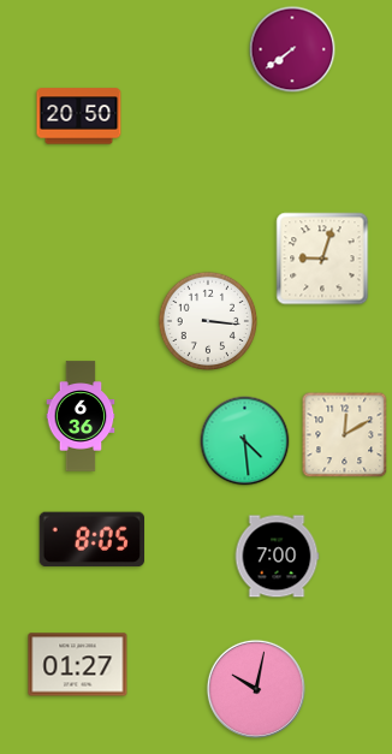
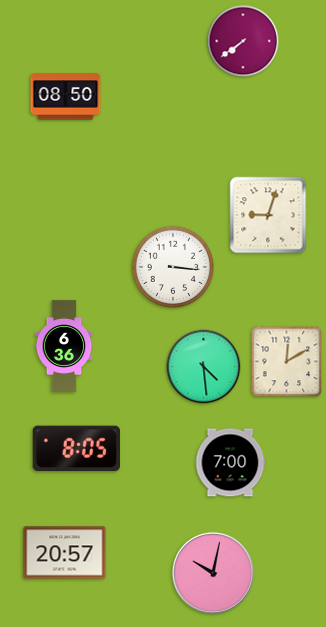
clock at (79, 117): 20:50 -> 08:50
clock at (81, 416) position: (81, 416) -> (64, 346)
clock at (78, 665): 01:27 -> 20:57
